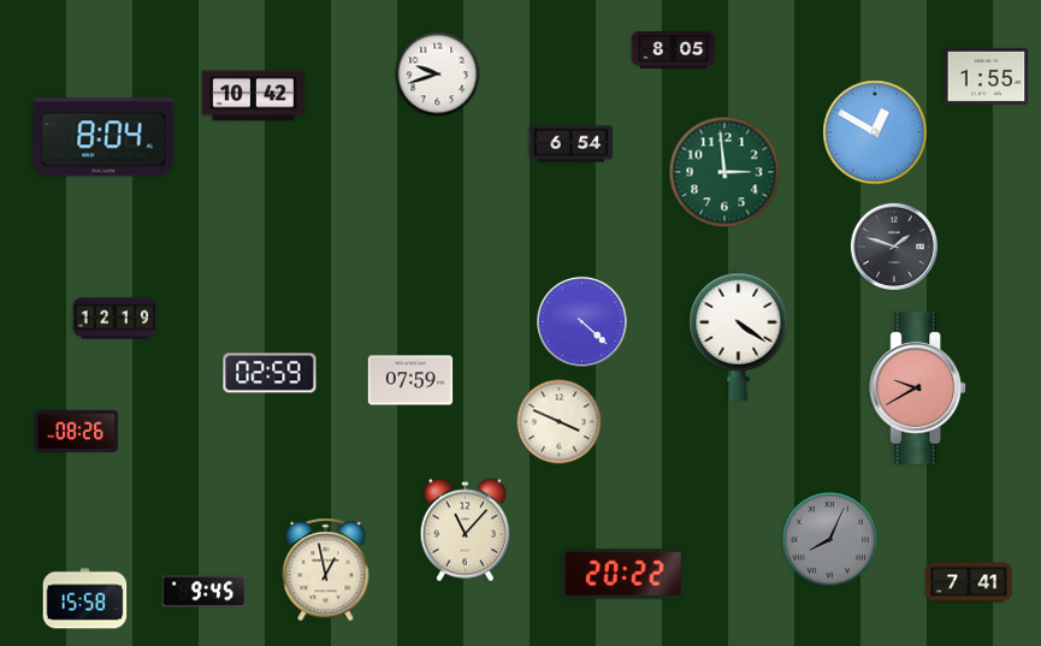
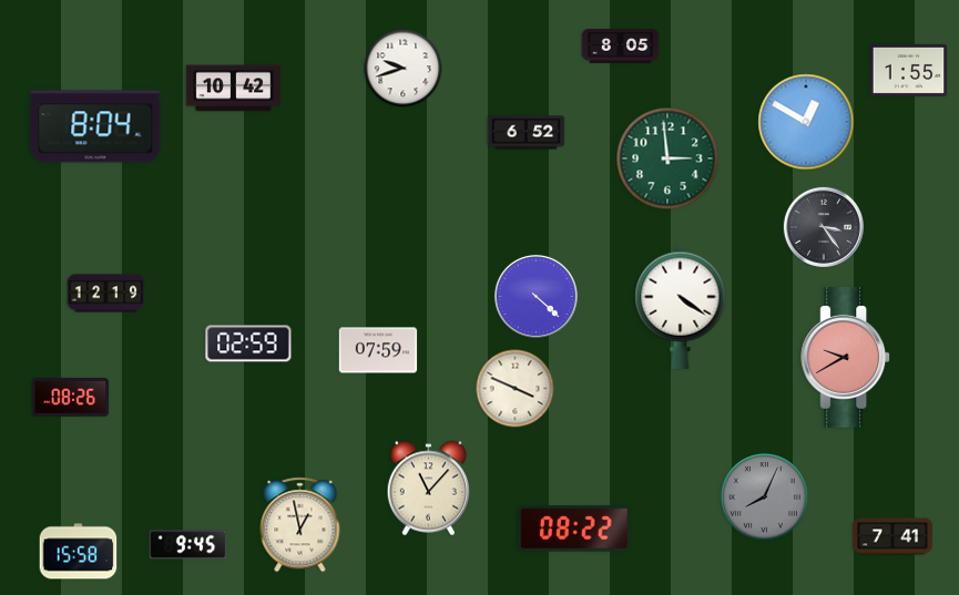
clock at (572, 144): 6:54 -> 6:52
clock at (893, 245): 1:48 -> 3:24
clock at (623, 574): 20:22 -> 08:22
